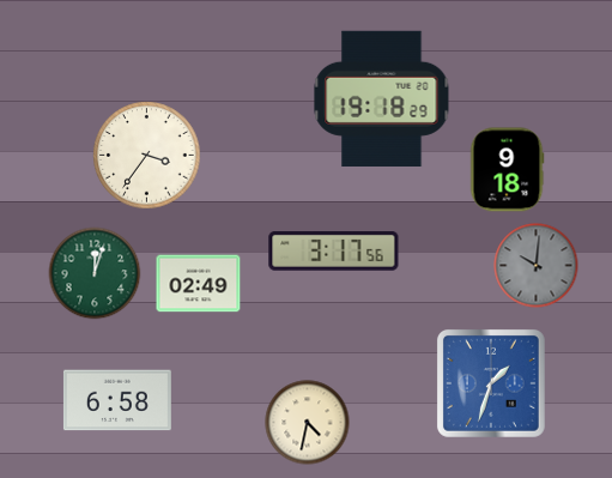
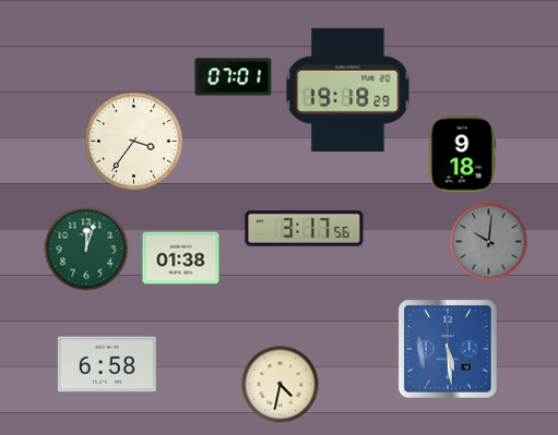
clock at (234, 77): none -> 07:01
clock at (199, 284): 02:49 -> 01:38
clock at (491, 383): 1:33 -> 5:29
